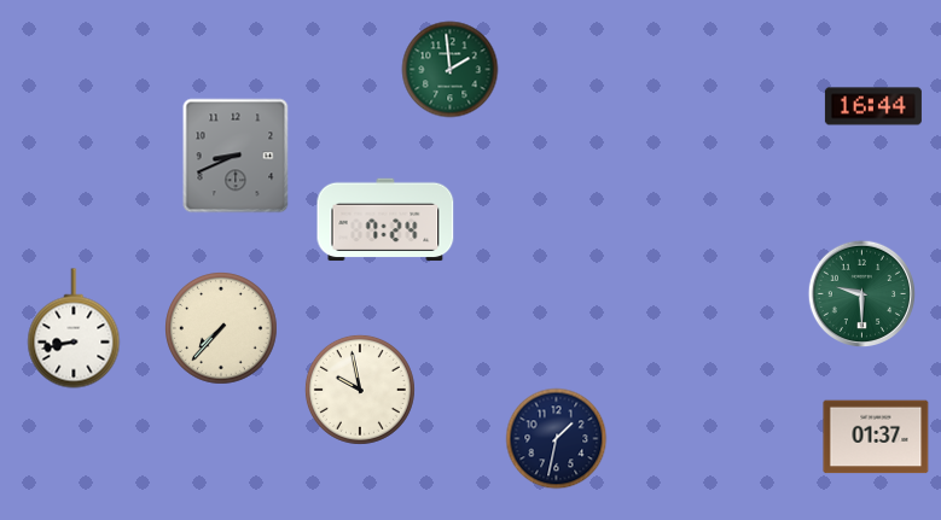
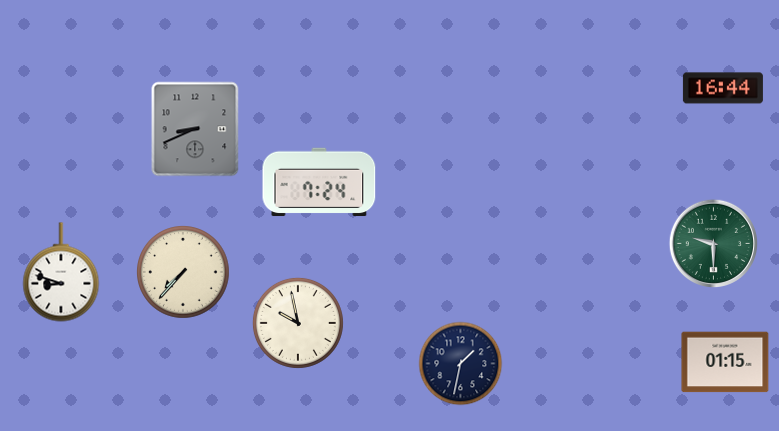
clock at (451, 70): 1:59 -> none
clock at (74, 328): 8:43 -> 8:48
clock at (876, 437): 01:37 -> 01:15
